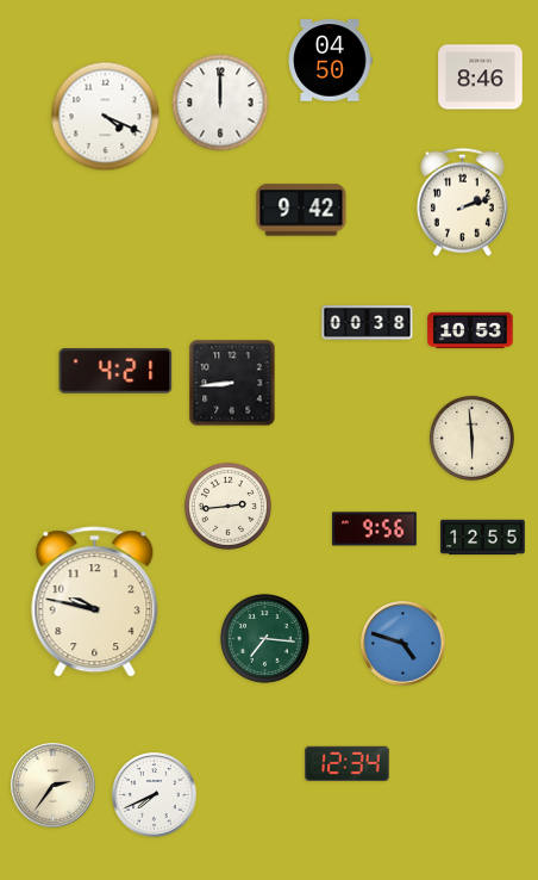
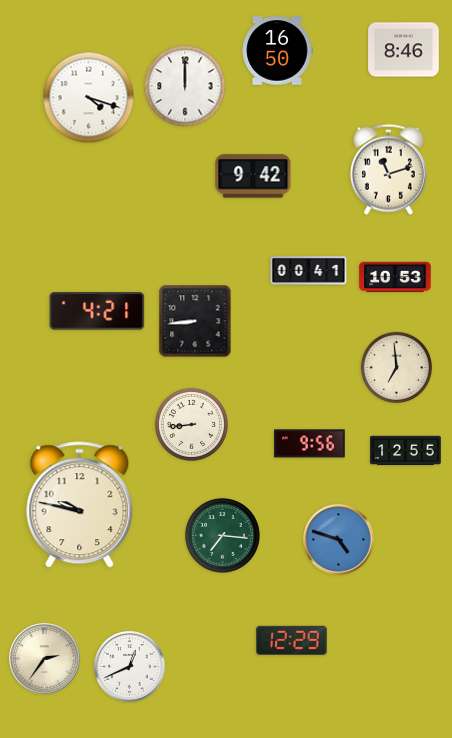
clock at (330, 61): 04:50 -> 16:50
clock at (481, 78) position: (481, 78) -> (404, 50)
clock at (106, 117): 4:19 -> 4:18
clock at (462, 202): 2:12 -> 11:12
clock at (368, 323): 00:38 -> 00:41
clock at (471, 438): 5:59 -> 6:59
clock at (227, 506): 2:44 -> 8:44
clock at (375, 529) position: (375, 529) -> (310, 444)
clock at (348, 763): 12:34 -> 12:29
clock at (155, 795): 7:41 -> 12:41
